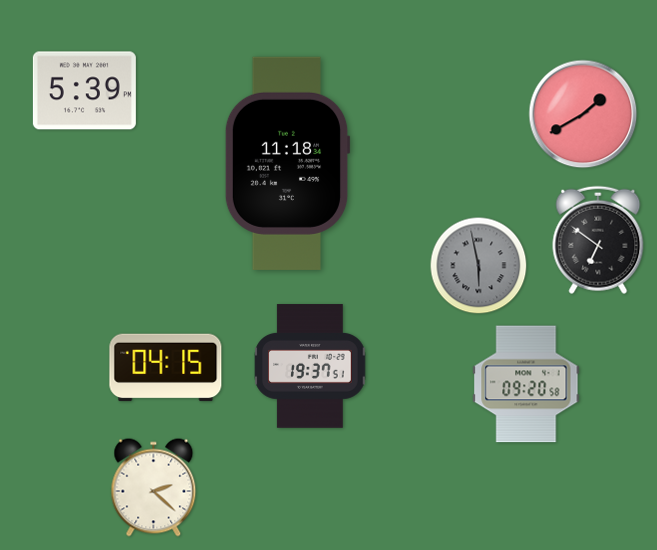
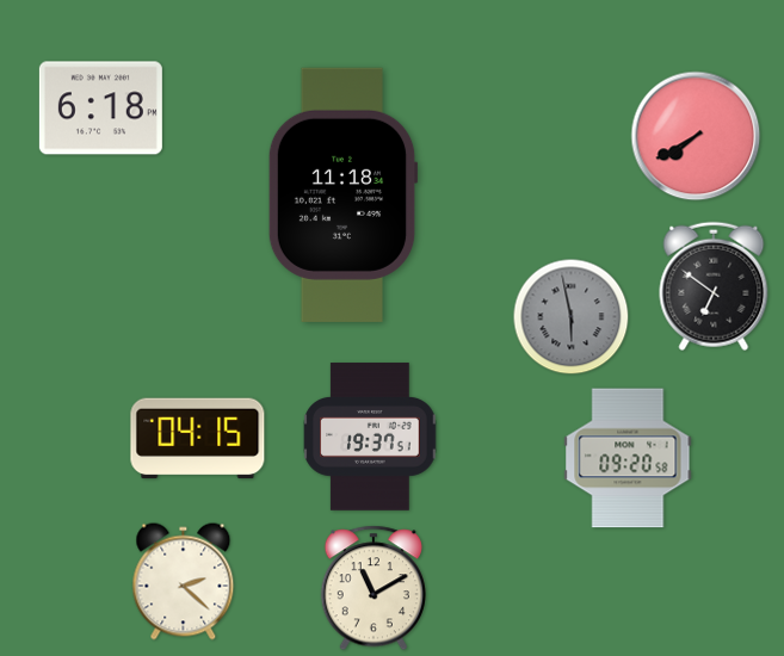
clock at (84, 91): 5:39 -> 6:18
clock at (583, 114): 1:40 -> 7:40
clock at (374, 588): none -> 11:10
